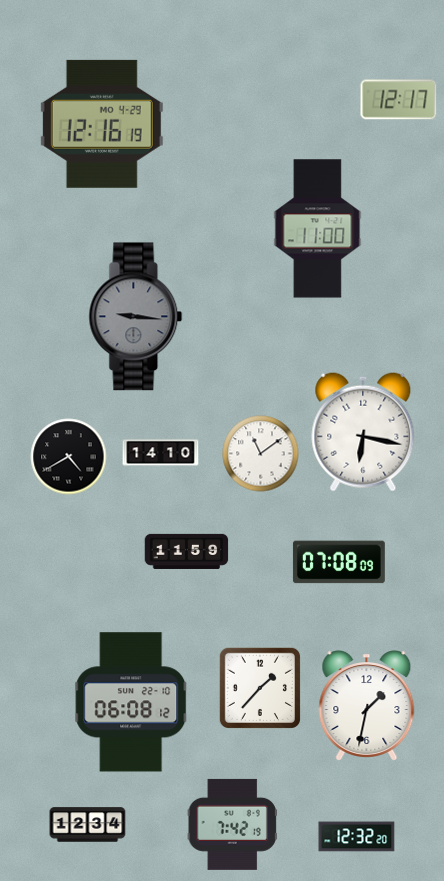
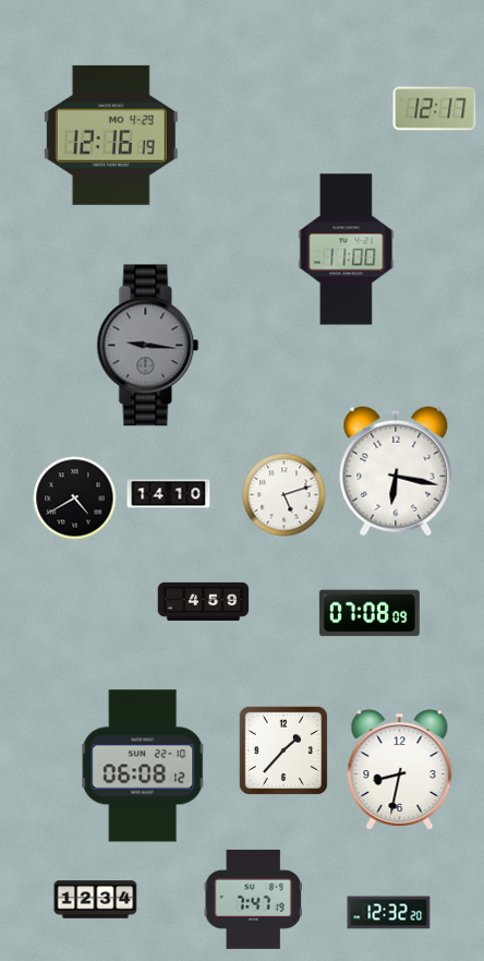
clock at (161, 453) position: (161, 453) -> (169, 494)
clock at (261, 454): 11:09 -> 5:12
clock at (187, 551): 11:59 -> 4:59
clock at (367, 706): 1:32 -> 8:32
clock at (232, 824): 7:42 -> 7:47
